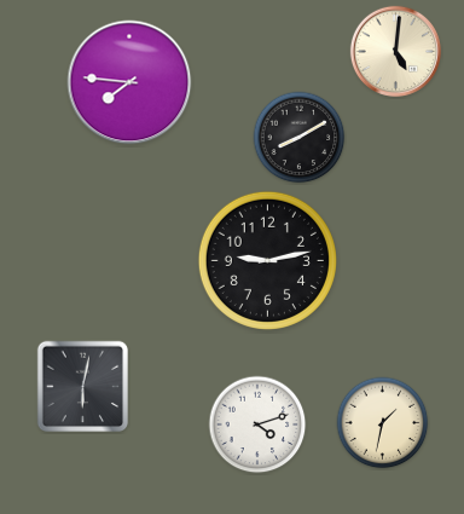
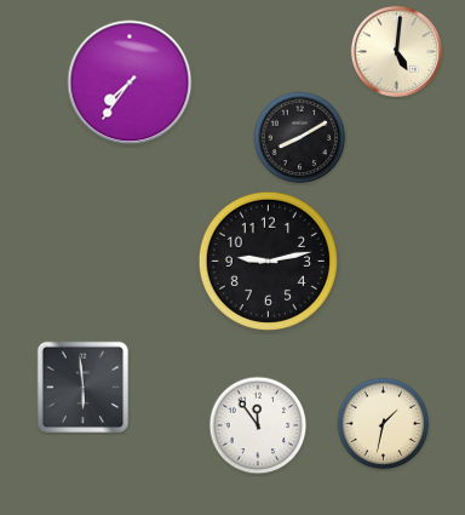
clock at (129, 82): 7:46 -> 7:36
clock at (83, 387): 6:02 -> 5:59
clock at (257, 425): 4:12 -> 11:54
